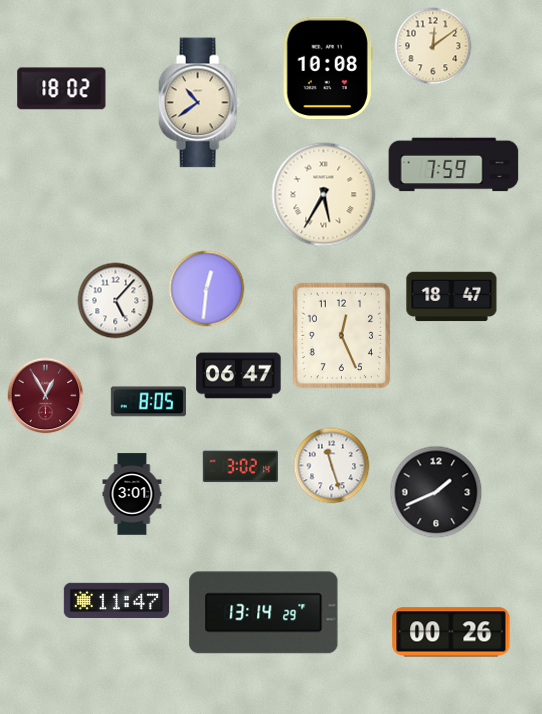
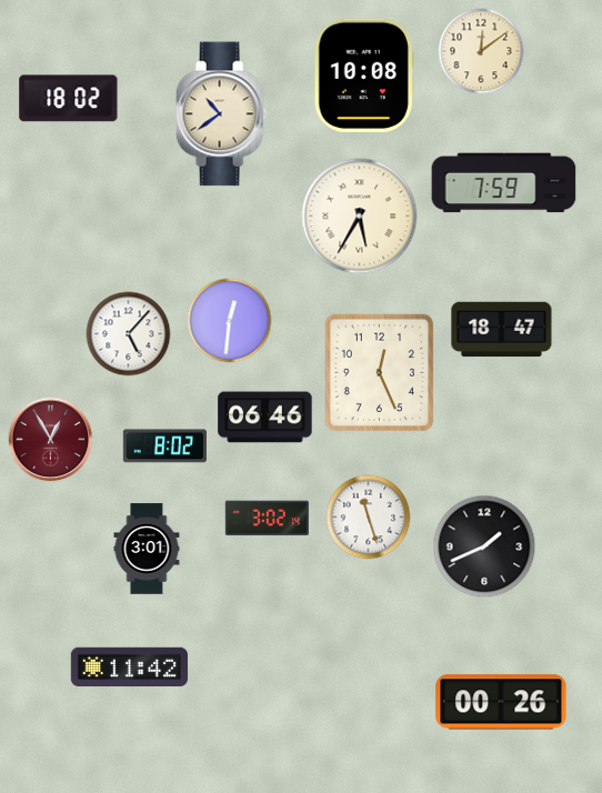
clock at (239, 376): 06:47 -> 06:46
clock at (148, 402): 8:05 -> 8:02
clock at (116, 600): 11:47 -> 11:42
clock at (264, 613): 13:14 -> none
